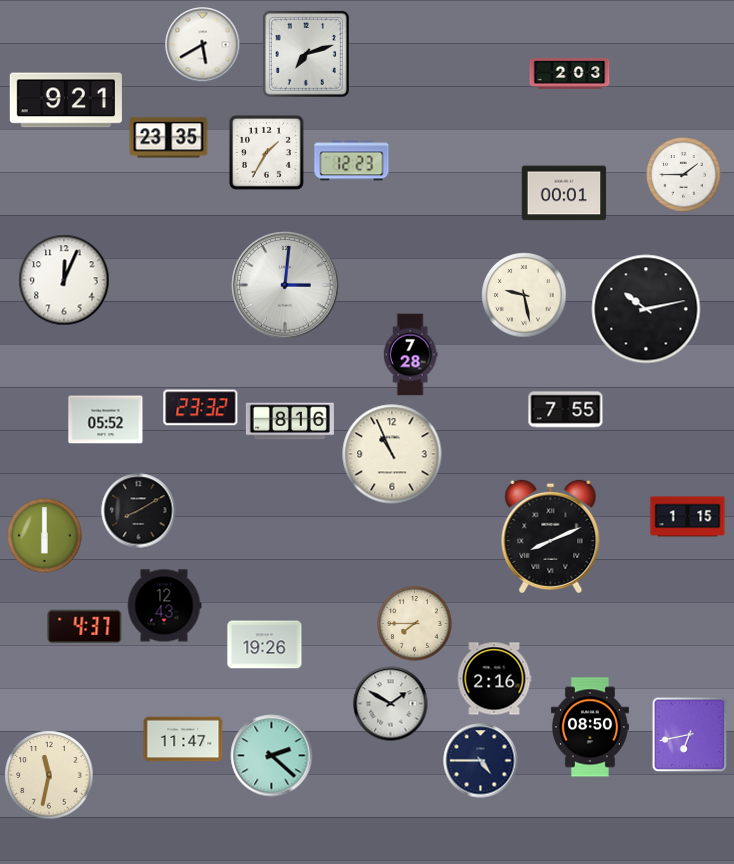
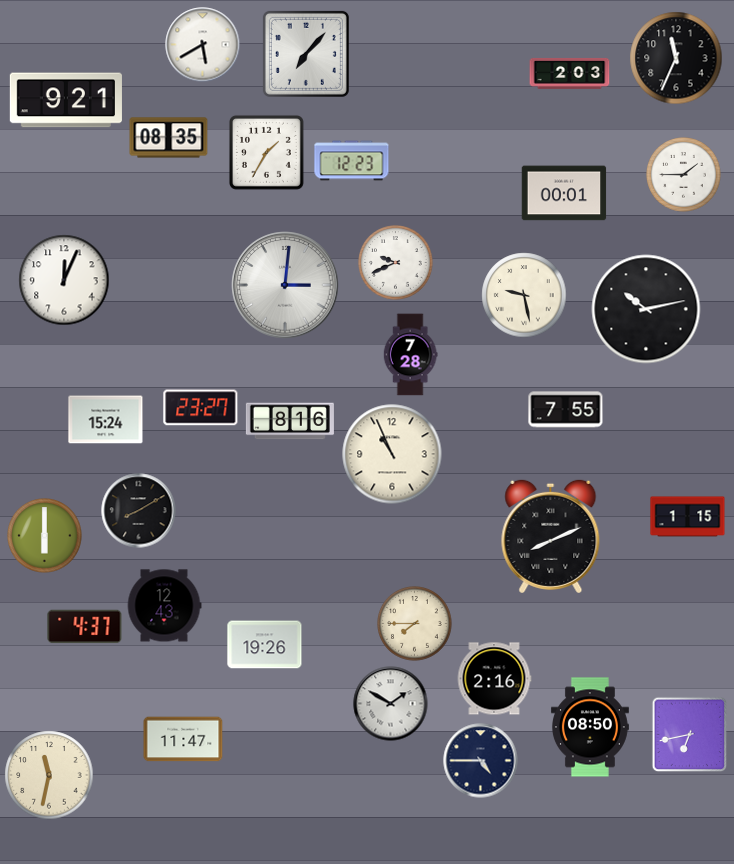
clock at (306, 54): 7:12 -> 7:07
clock at (676, 58): none -> 11:34
clock at (169, 138): 23:35 -> 08:35
clock at (396, 263): none -> 9:41
clock at (201, 408): 23:32 -> 23:27
clock at (106, 420): 05:52 -> 15:24
clock at (272, 756): 2:22 -> none
